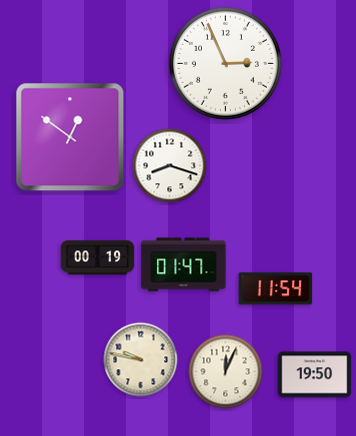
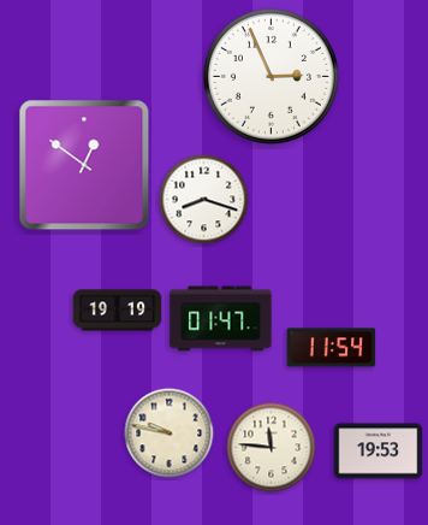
clock at (98, 258): 00:19 -> 19:19
clock at (226, 372): 12:04 -> 11:46
clock at (315, 375): 19:50 -> 19:53
